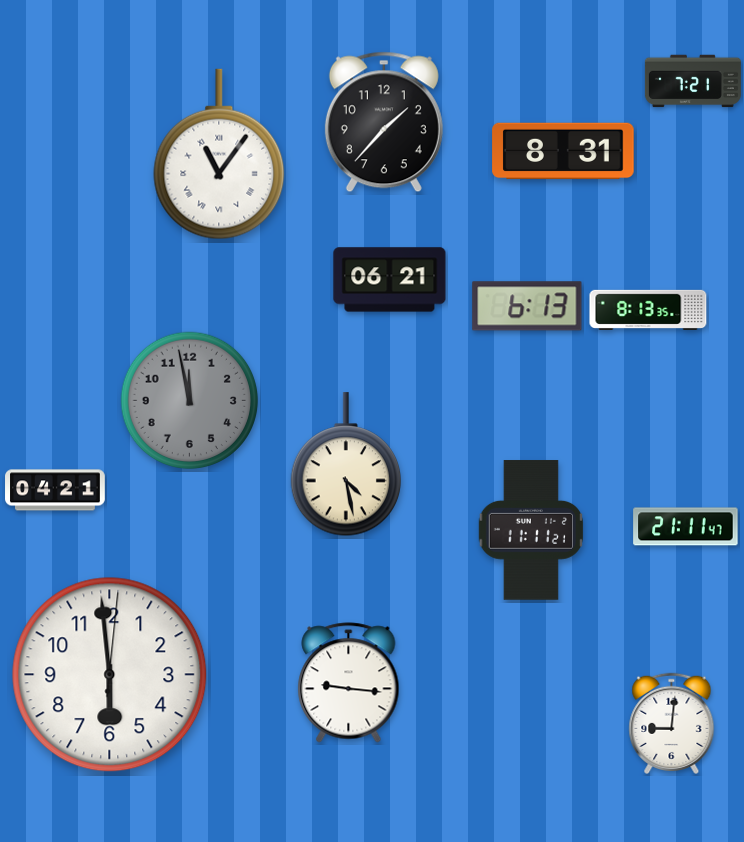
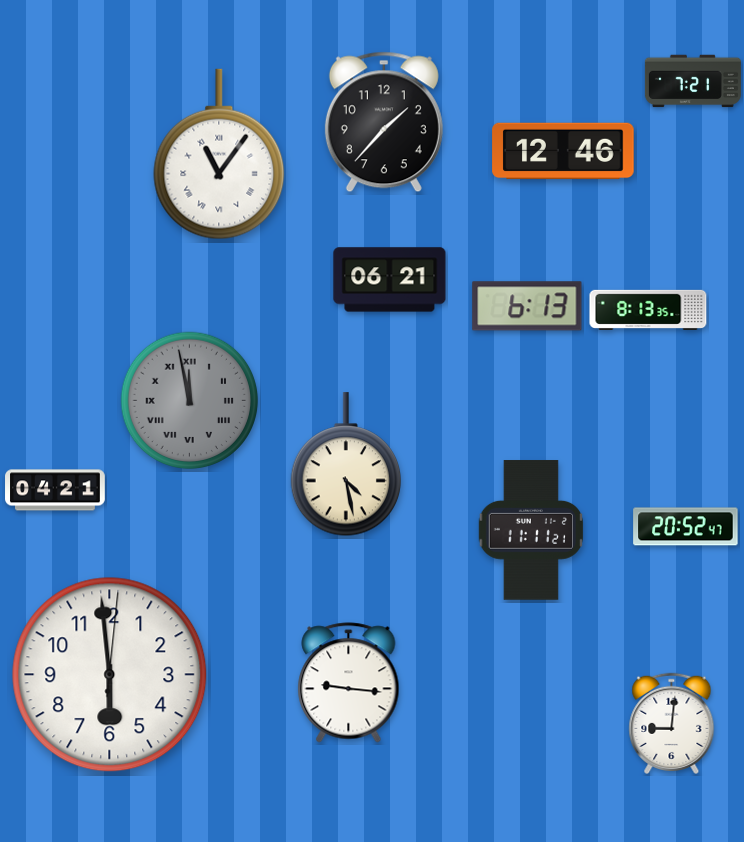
clock at (563, 151): 8:31 -> 12:46
clock at (190, 401) numerals: Arabic -> Roman
clock at (686, 527): 21:11 -> 20:52
